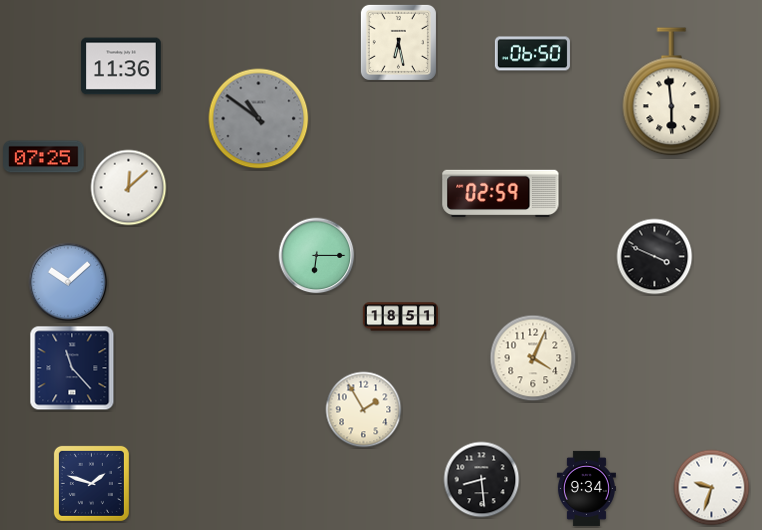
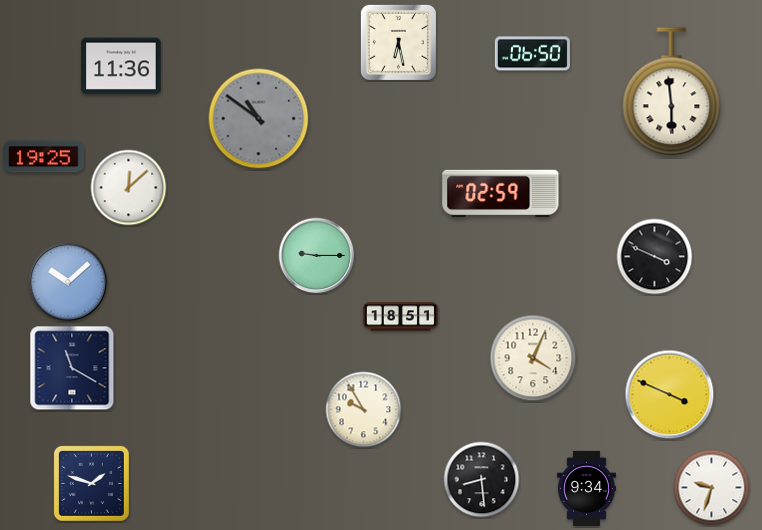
clock at (44, 157): 07:25 -> 19:25
clock at (317, 256): 6:15 -> 9:15
clock at (72, 368): 11:23 -> 11:20
clock at (670, 395): none -> 3:49
clock at (364, 410): 1:55 -> 9:55
